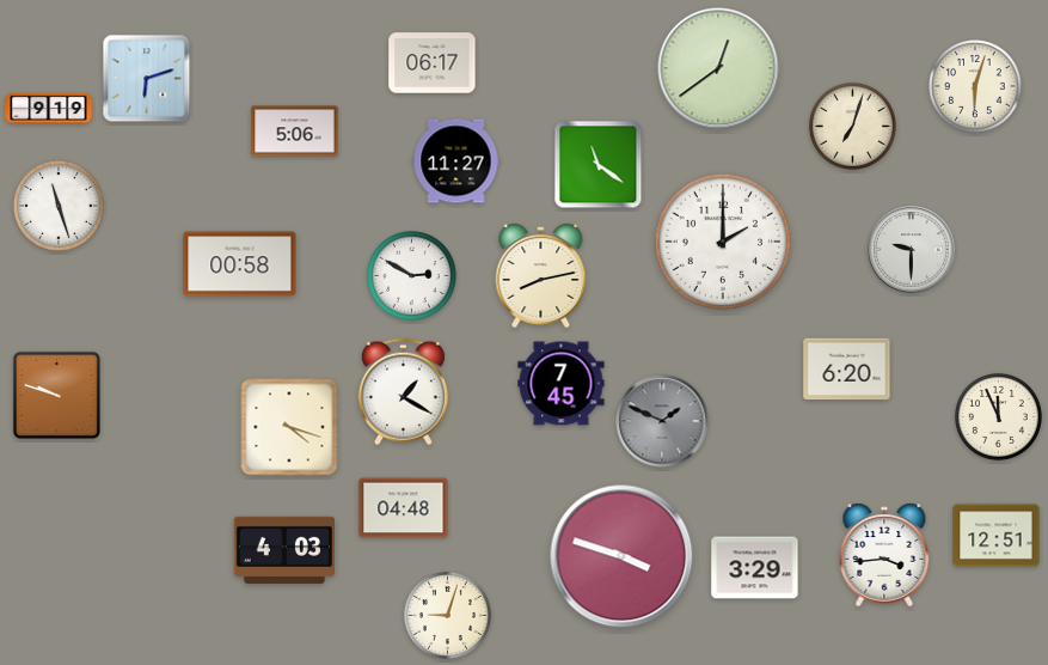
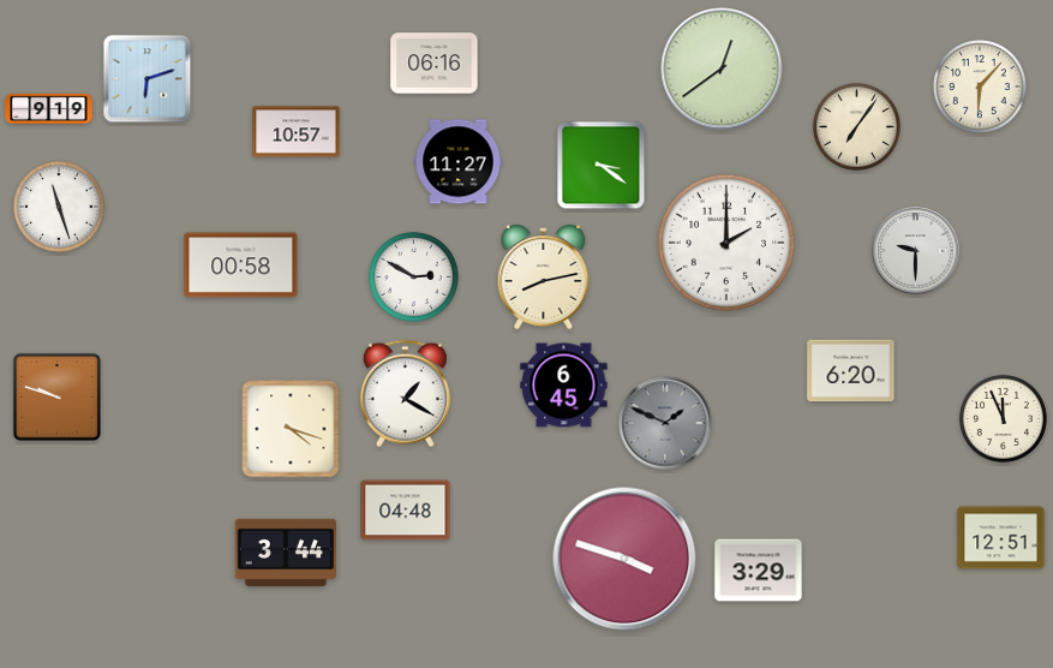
clock at (433, 63): 06:17 -> 06:16
clock at (975, 86): 6:03 -> 6:07
clock at (852, 126): 7:03 -> 7:06
clock at (295, 132): 5:06 -> 10:57
clock at (599, 165): 11:21 -> 3:21
clock at (562, 384): 7:45 -> 6:45
clock at (283, 550): 4:03 -> 3:44
clock at (884, 555): 3:44 -> none
clock at (447, 615): 9:03 -> none
